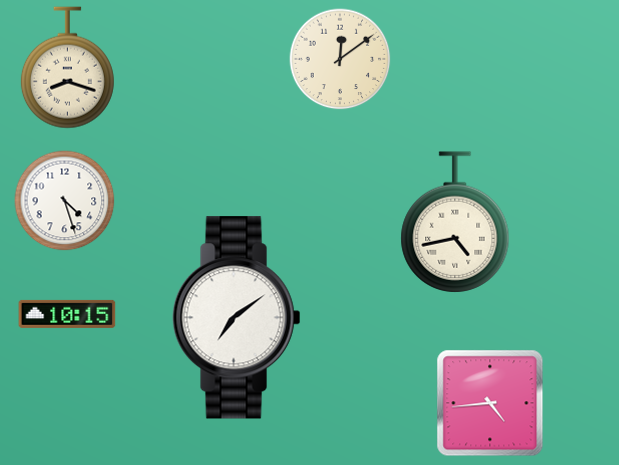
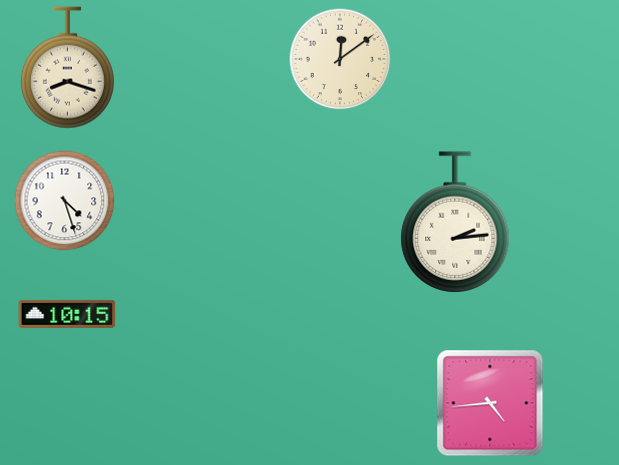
clock at (455, 222): 4:43 -> 2:14
clock at (237, 318): 7:09 -> none
